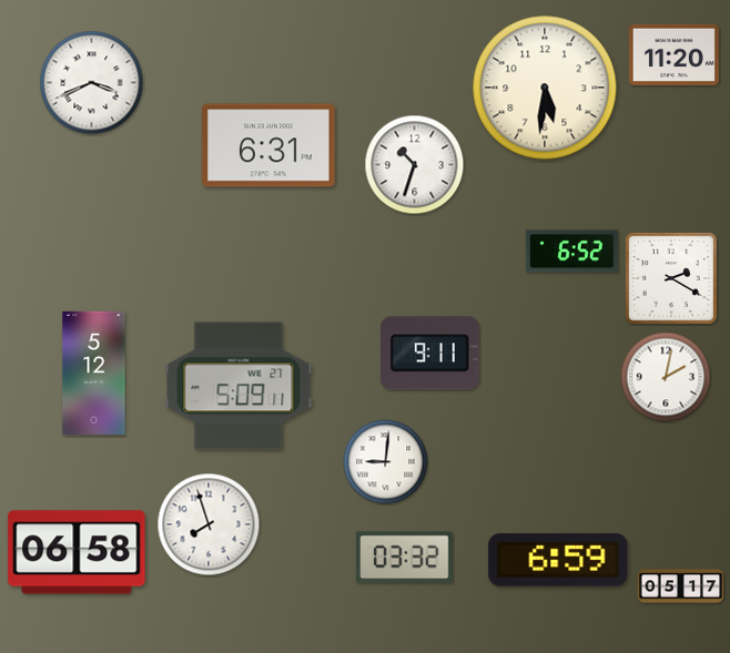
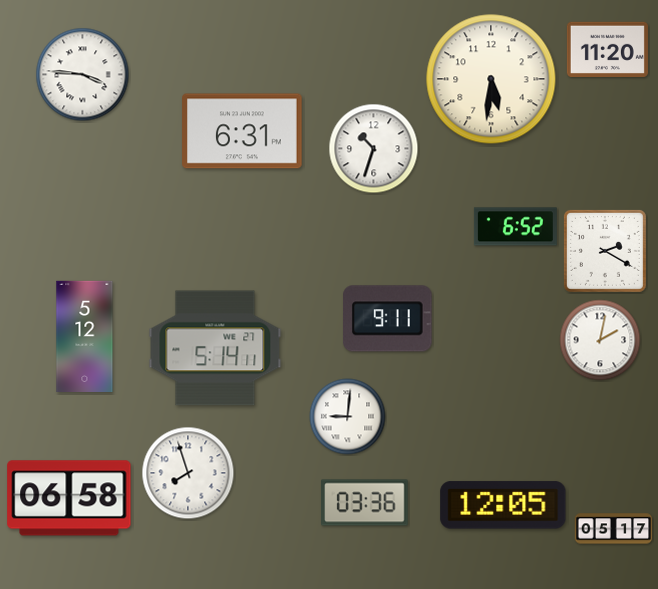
clock at (92, 83): 3:41 -> 3:46
clock at (239, 386): 5:09 -> 5:14
clock at (405, 558): 03:32 -> 03:36
clock at (558, 560): 6:59 -> 12:05
